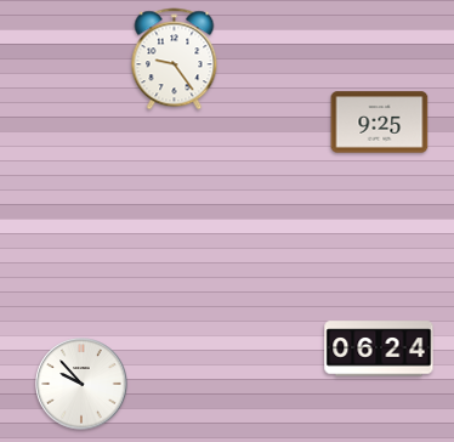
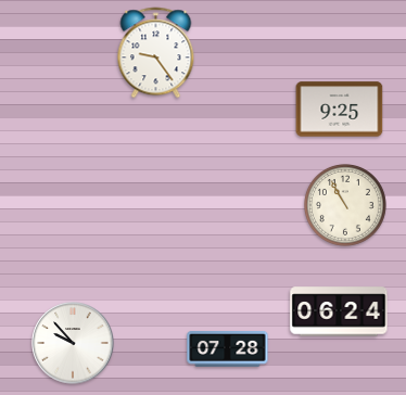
clock at (346, 206): none -> 10:55
clock at (228, 349): none -> 07:28
